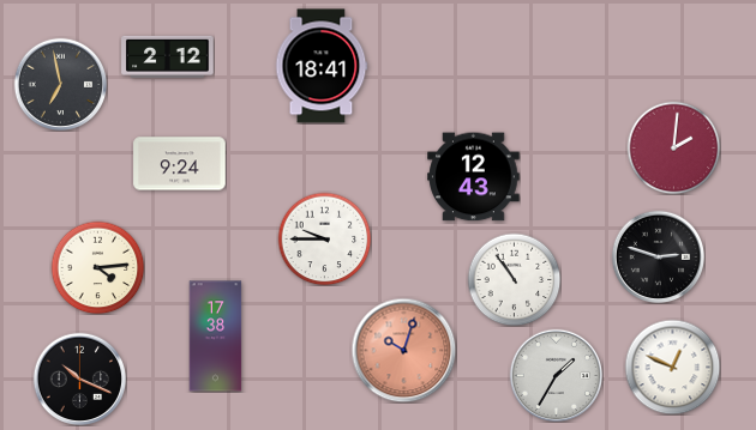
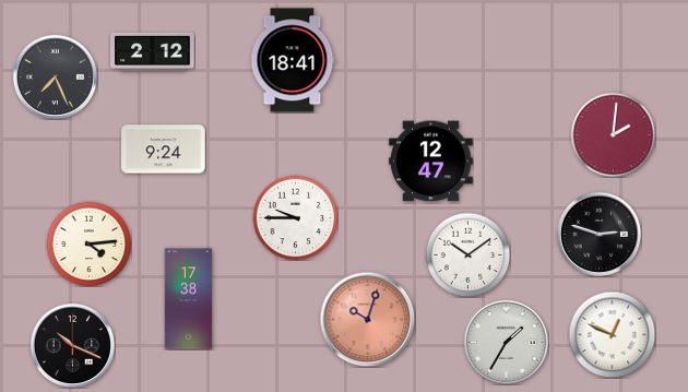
clock at (60, 84): 6:58 -> 7:26
clock at (474, 177): 12:43 -> 12:47
clock at (514, 279): 10:54 -> 10:09
clock at (216, 337) position: (216, 337) -> (189, 299)
